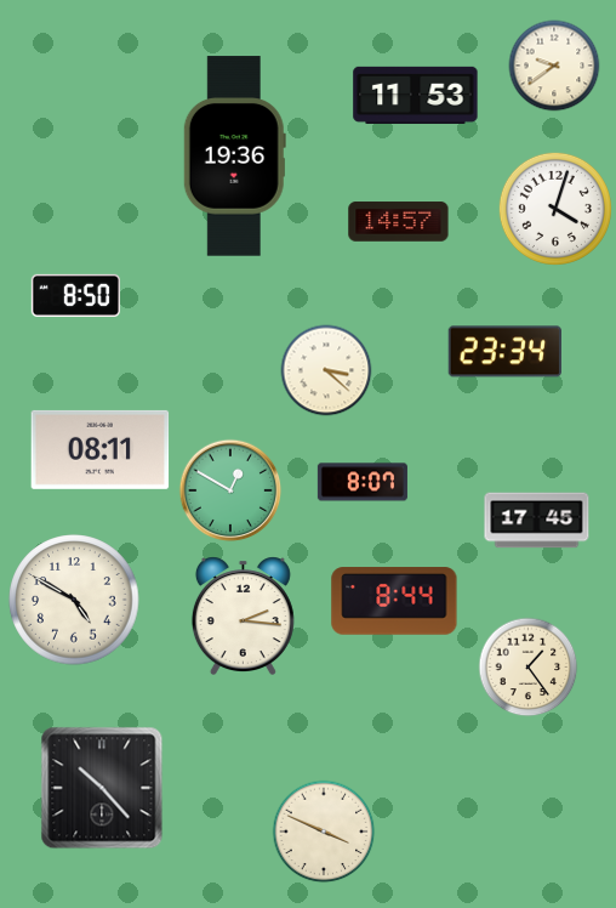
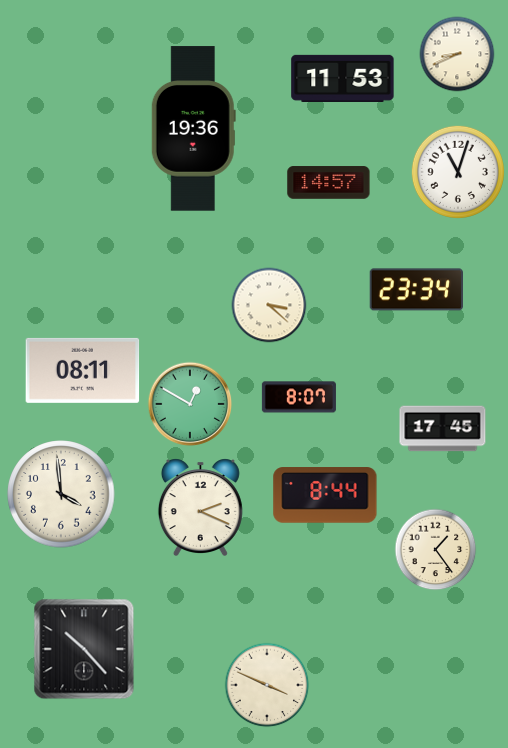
clock at (554, 66): 9:39 -> 8:41
clock at (555, 209): 4:03 -> 11:03
clock at (75, 295): 8:50 -> none
clock at (74, 600): 4:50 -> 3:59
clock at (243, 615): 2:16 -> 2:19
